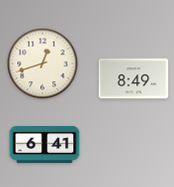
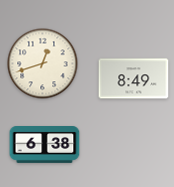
clock at (45, 145): 6:41 -> 6:38
